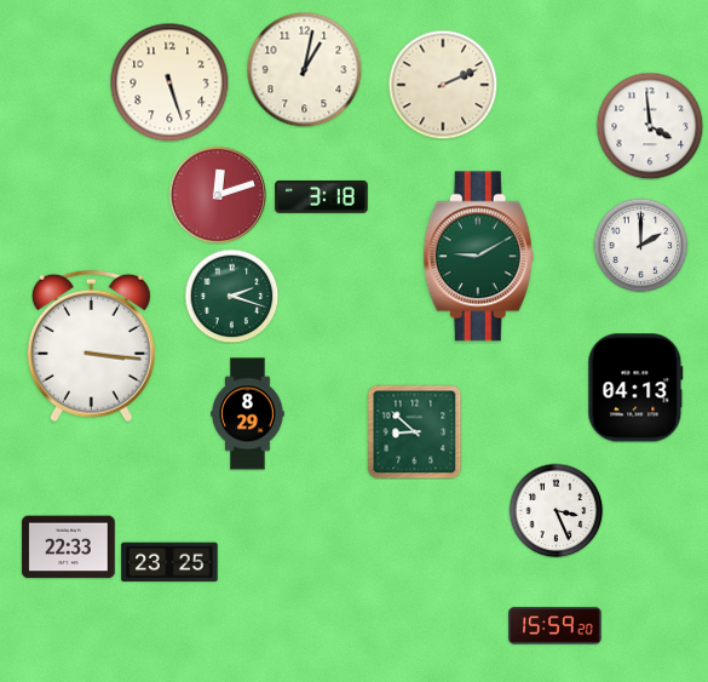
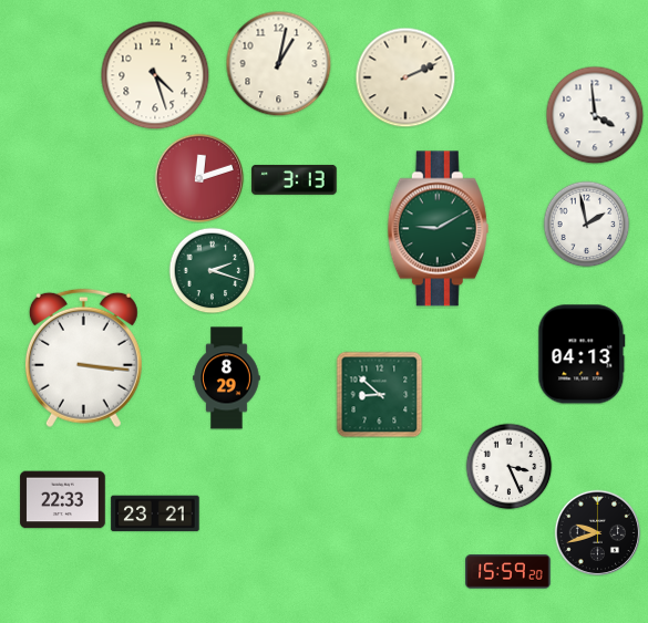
clock at (169, 82): 5:27 -> 4:27
clock at (322, 196): 3:18 -> 3:13
clock at (640, 245): 2:00 -> 1:58
clock at (478, 257) position: (478, 257) -> (438, 229)
clock at (91, 346) position: (91, 346) -> (83, 359)
clock at (169, 562): 23:25 -> 23:21
clock at (597, 532): none -> 9:42
